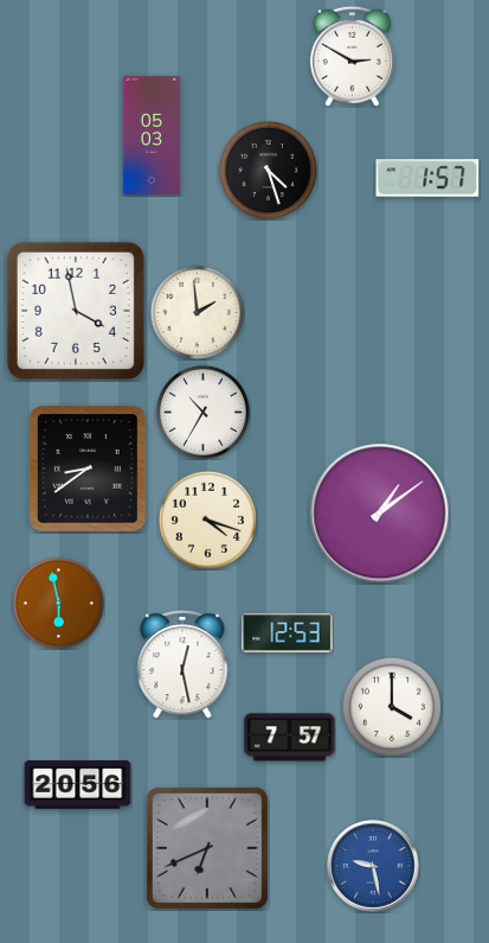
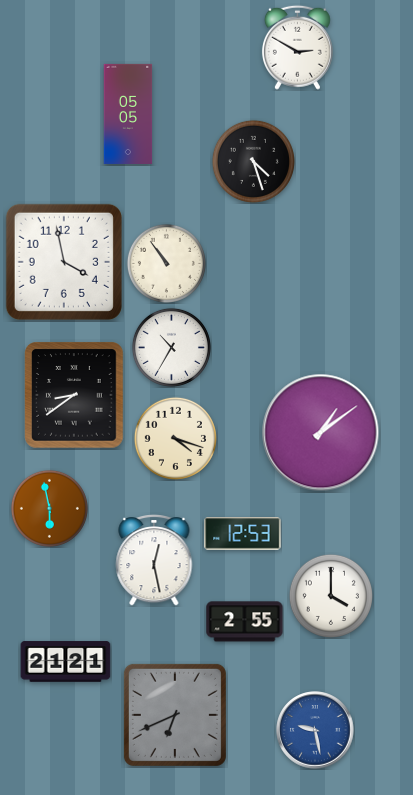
clock at (152, 135): 05:03 -> 05:05
clock at (268, 170) position: (268, 170) -> (253, 161)
clock at (427, 178): 1:57 -> none
clock at (197, 312): 1:59 -> 10:54
clock at (290, 738): 7:57 -> 2:55
clock at (78, 785): 20:56 -> 21:21
